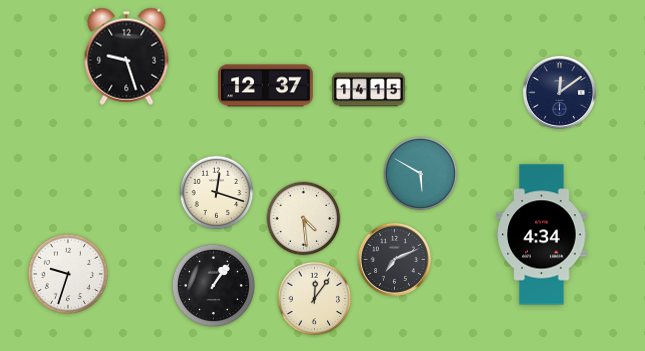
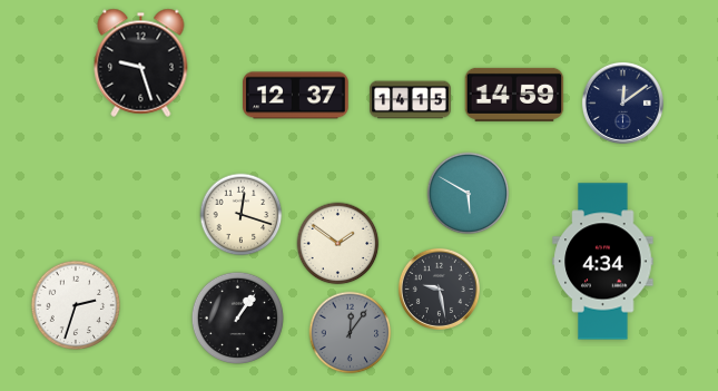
clock at (514, 95): none -> 14:59
clock at (304, 219): 4:29 -> 1:51
clock at (394, 259): 7:11 -> 9:28
clock at (68, 273): 9:33 -> 2:33
clock at (315, 299) dial: cream -> grey
